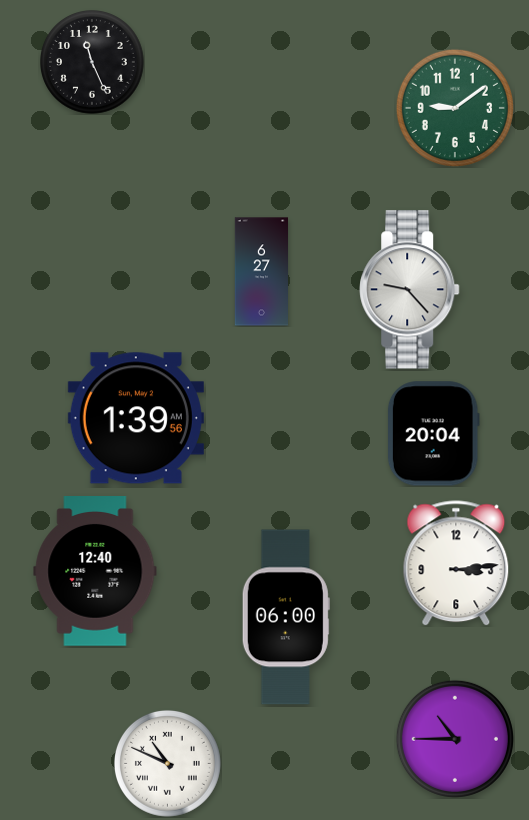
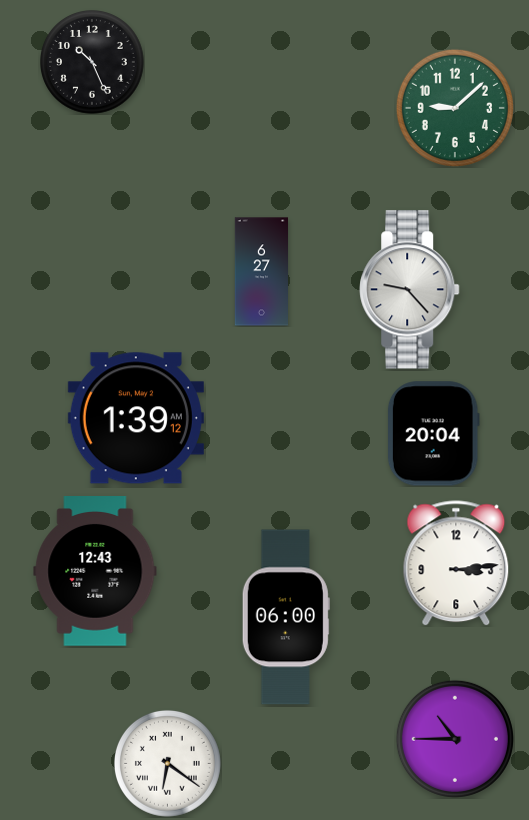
clock at (93, 63): 11:26 -> 10:26
clock at (455, 108): 9:09 -> 9:08
clock at (136, 418): 1:39:56 -> 1:39:12
clock at (95, 572): 12:40 -> 12:43
clock at (167, 763): 10:49 -> 6:21
